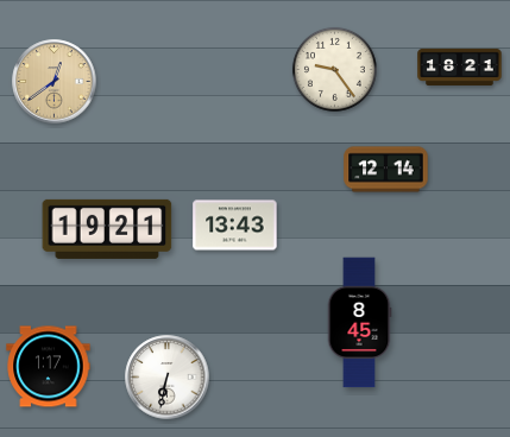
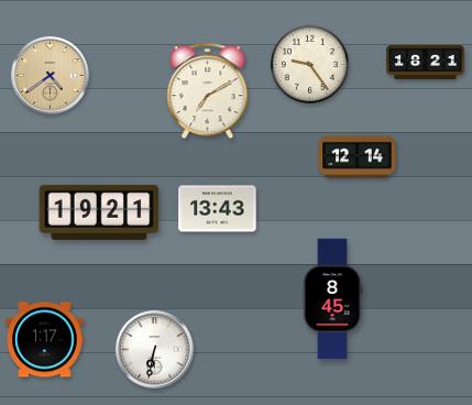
clock at (55, 82): 12:39 -> 4:39
clock at (208, 91): none -> 7:10
